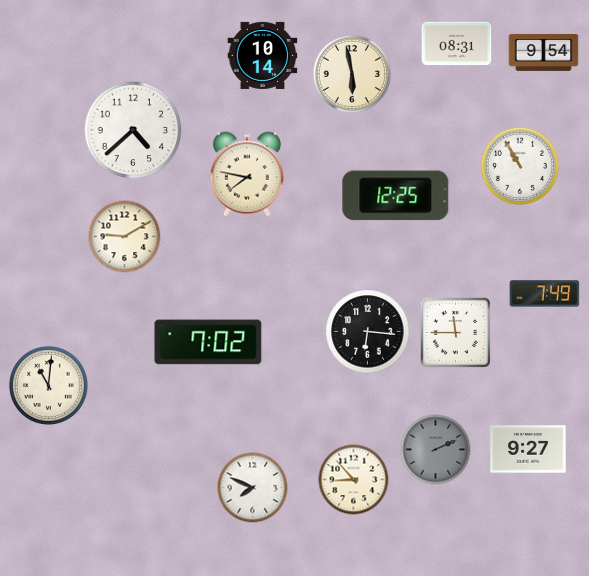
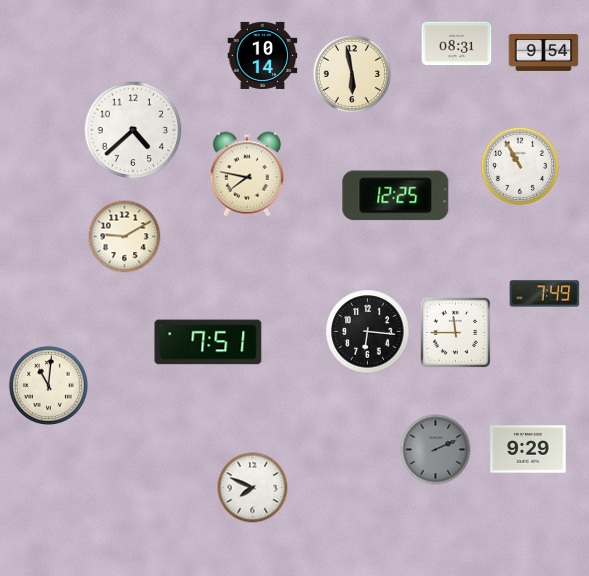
clock at (208, 342): 7:02 -> 7:51
clock at (528, 449): 9:27 -> 9:29
clock at (354, 480): 8:53 -> none
